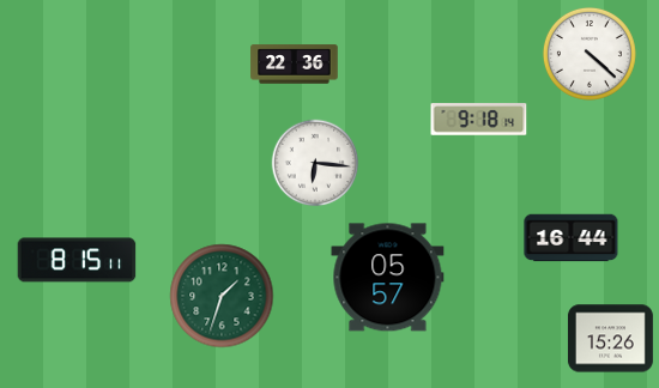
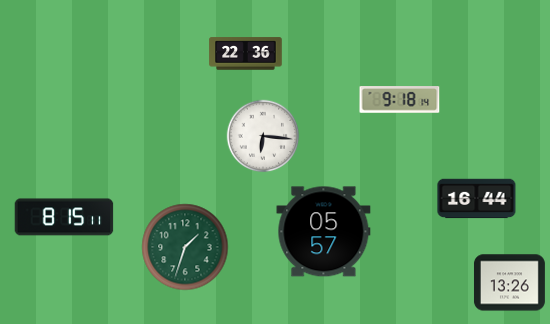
clock at (590, 54): 4:22 -> none
clock at (610, 339): 15:26 -> 13:26
